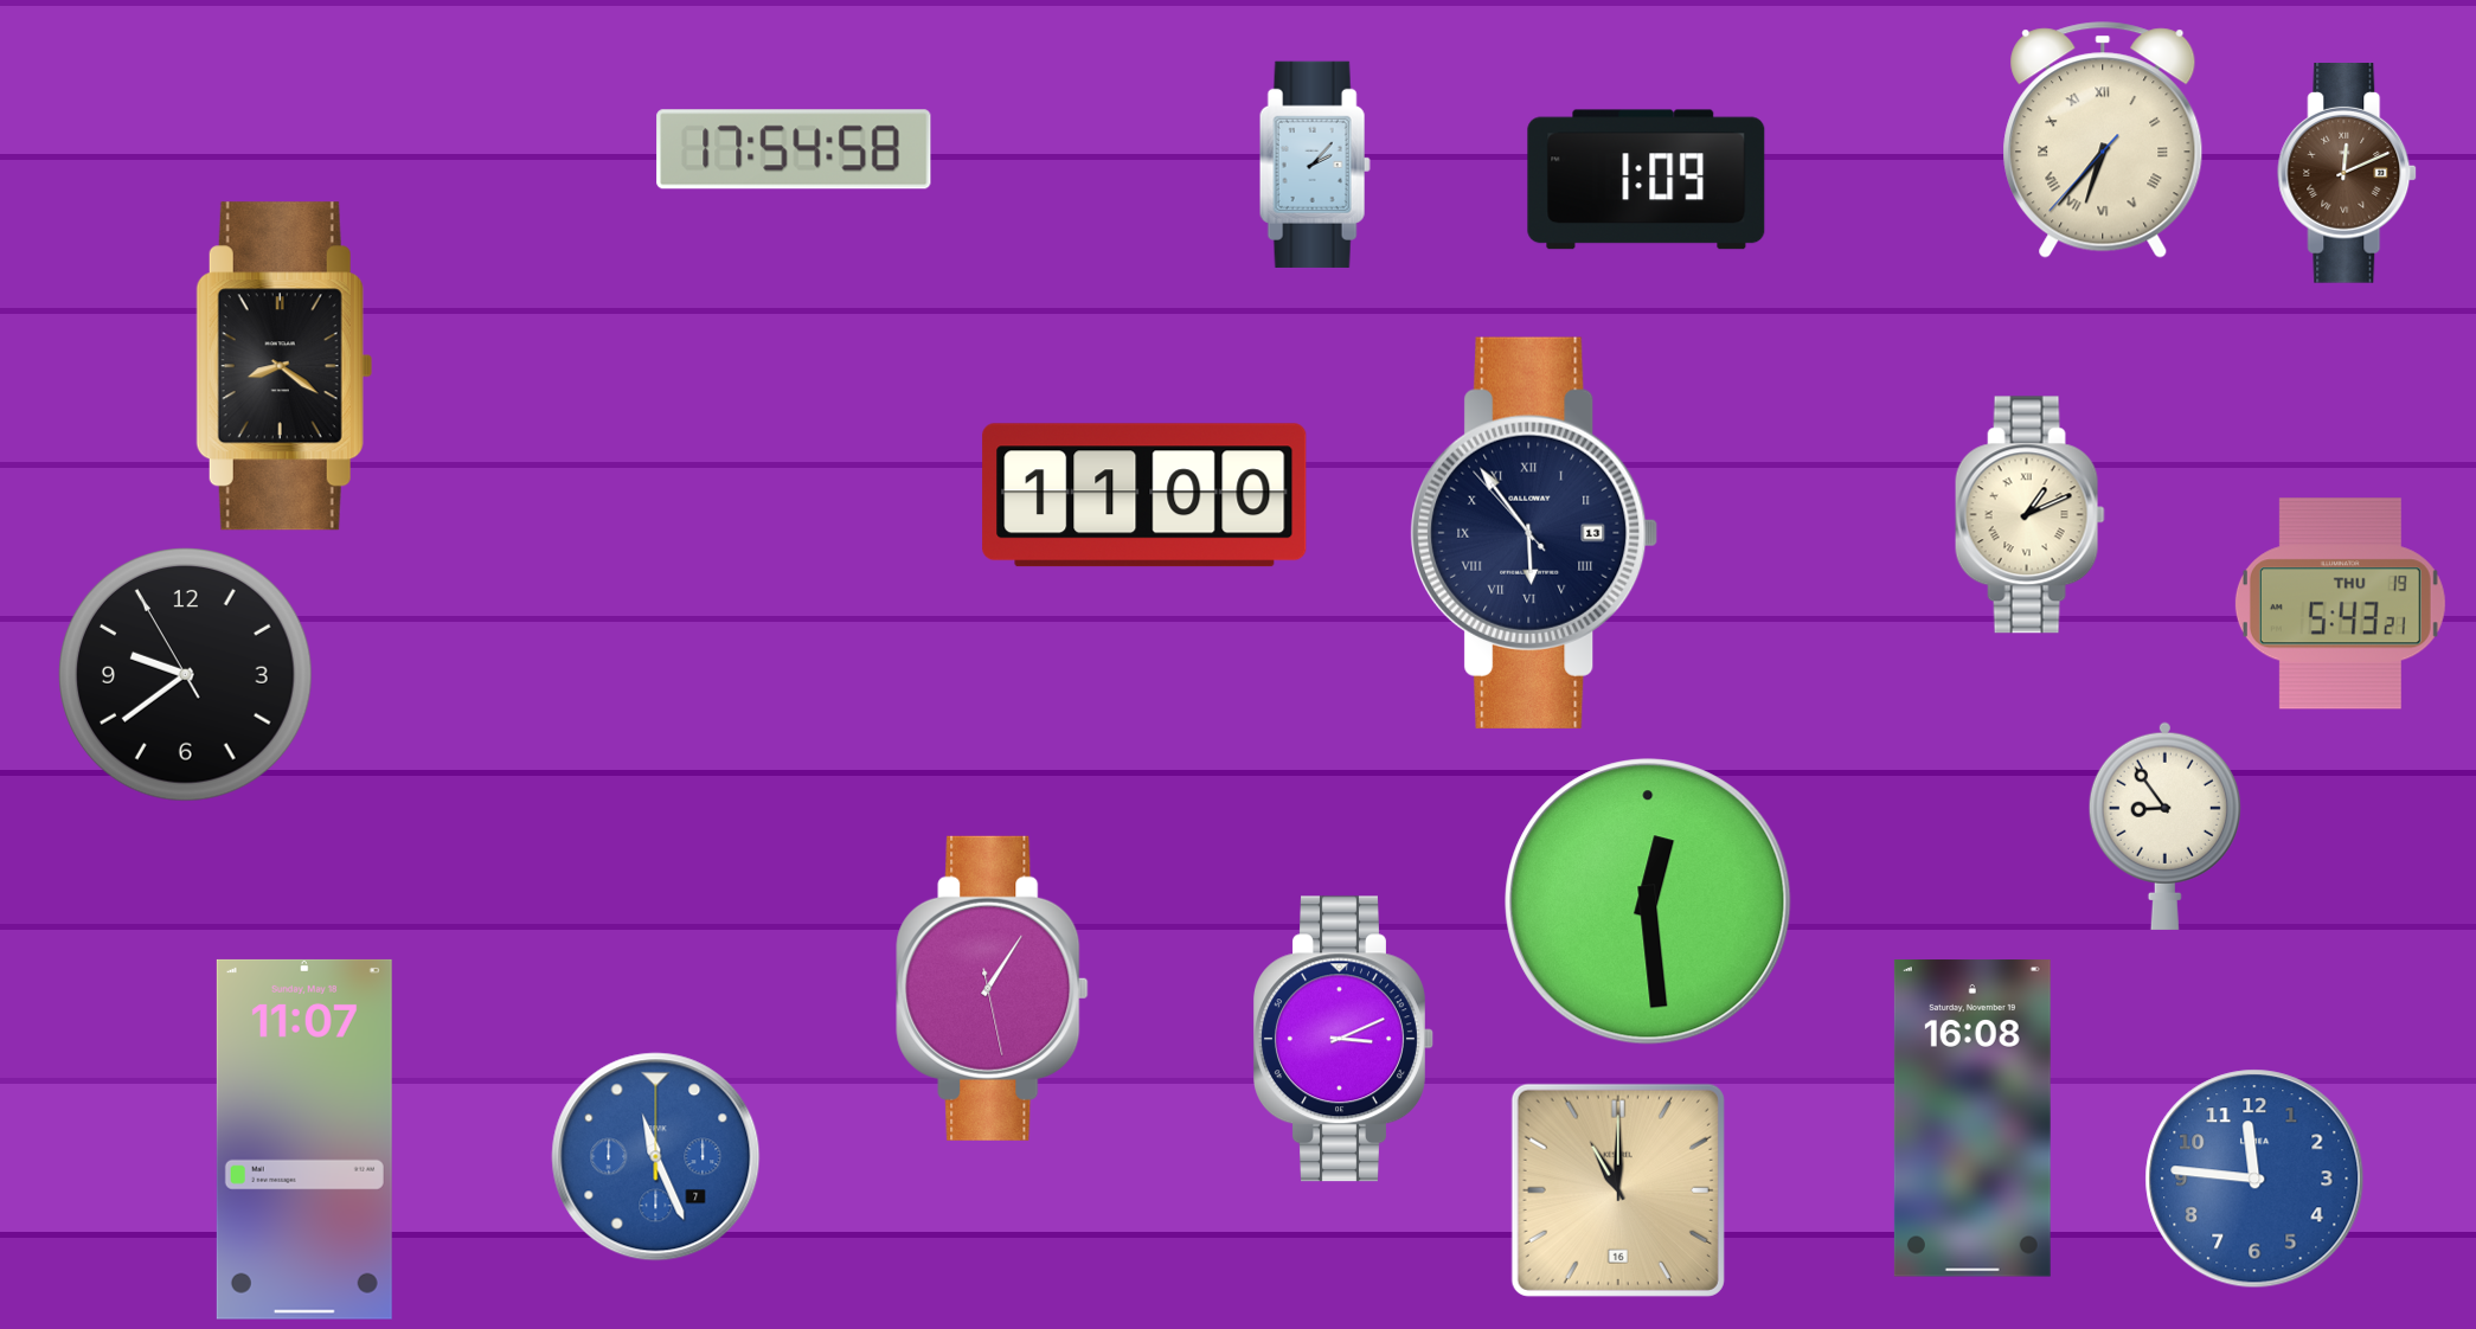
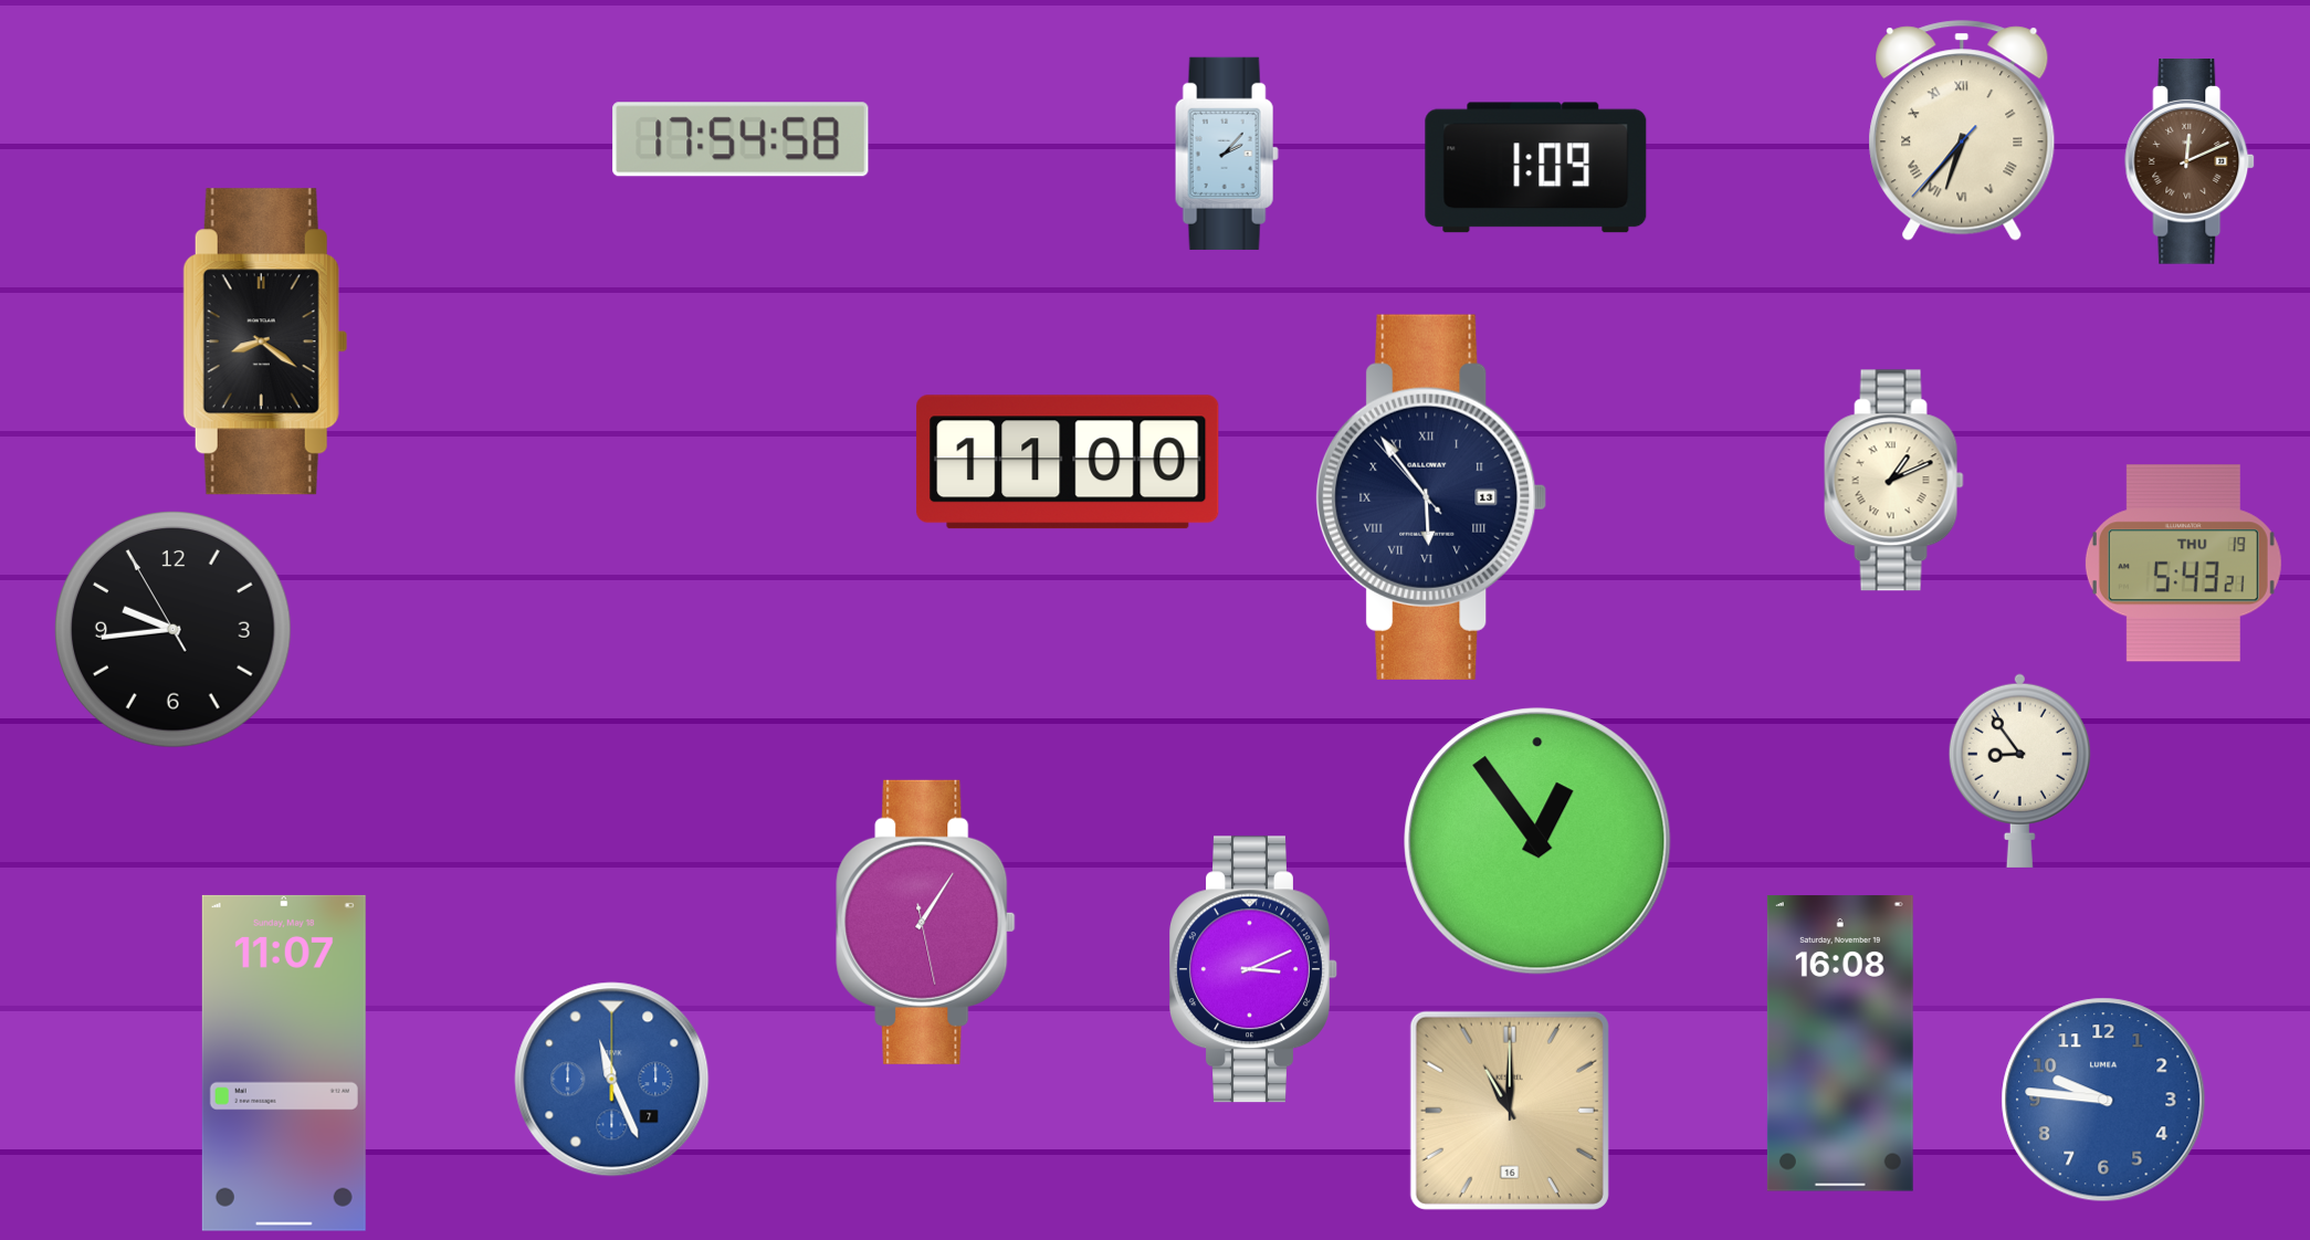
clock at (186, 675): 9:38 -> 9:43
clock at (1648, 901): 12:29 -> 12:54
clock at (2254, 1179): 11:46 -> 9:46
